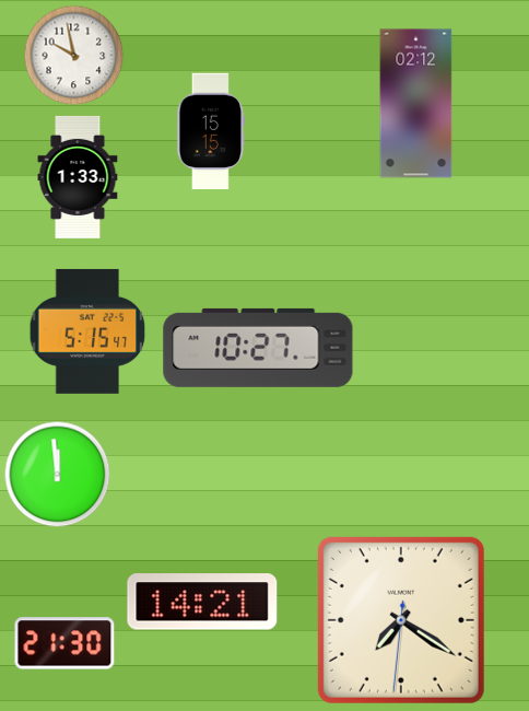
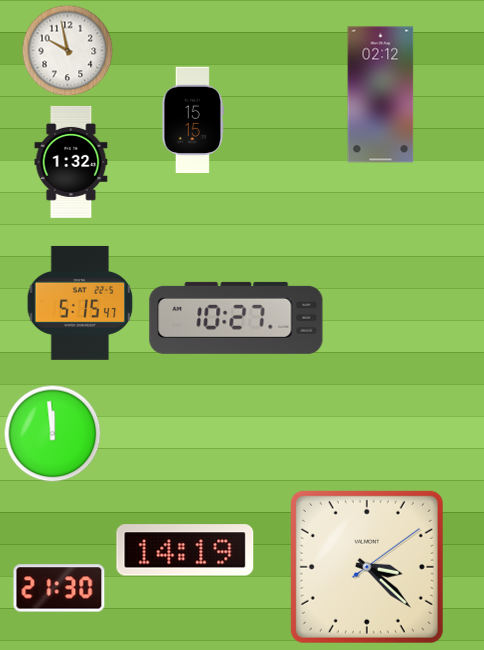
clock at (78, 177): 1:33 -> 1:32
clock at (202, 602): 14:21 -> 14:19
clock at (401, 620): 7:20 -> 3:22
